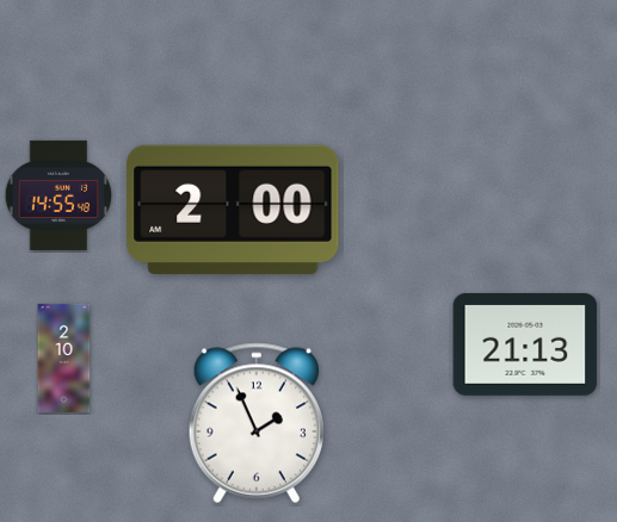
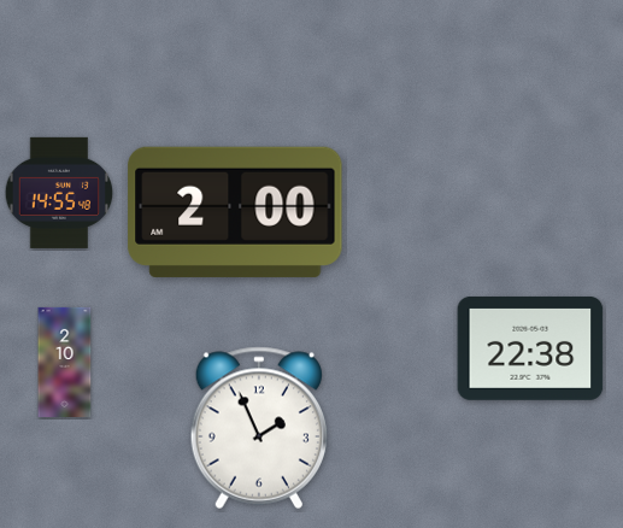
clock at (58, 195) position: (58, 195) -> (59, 193)
clock at (525, 344): 21:13 -> 22:38
